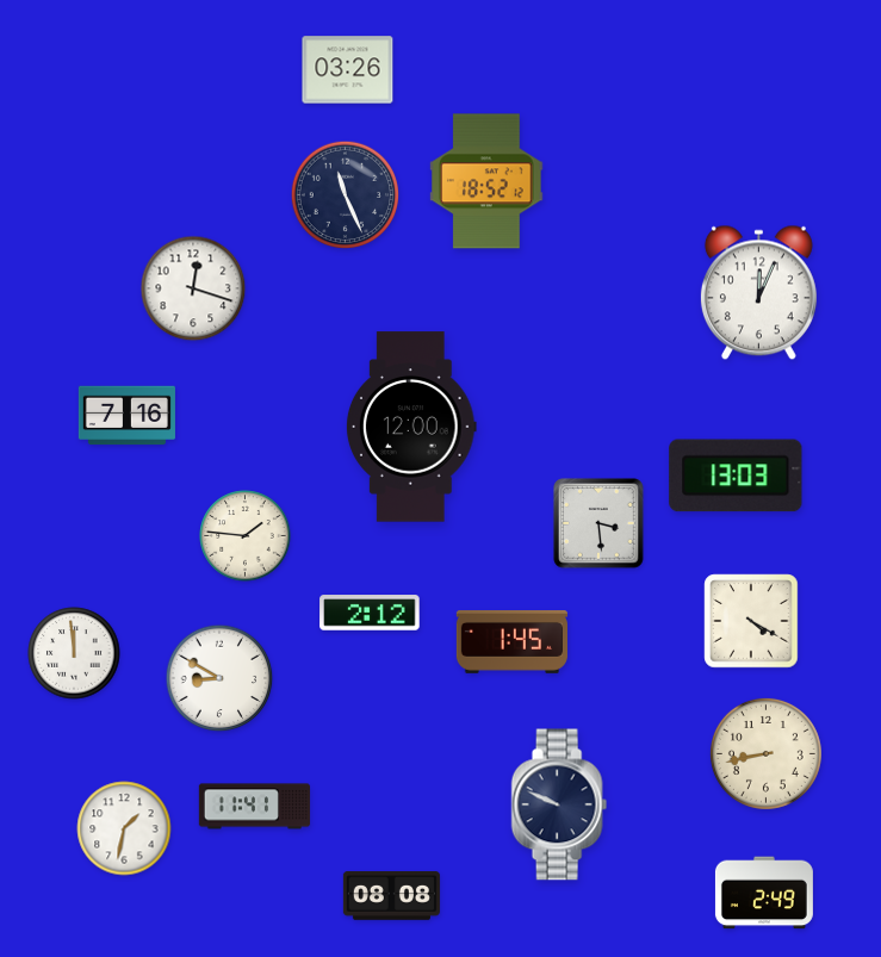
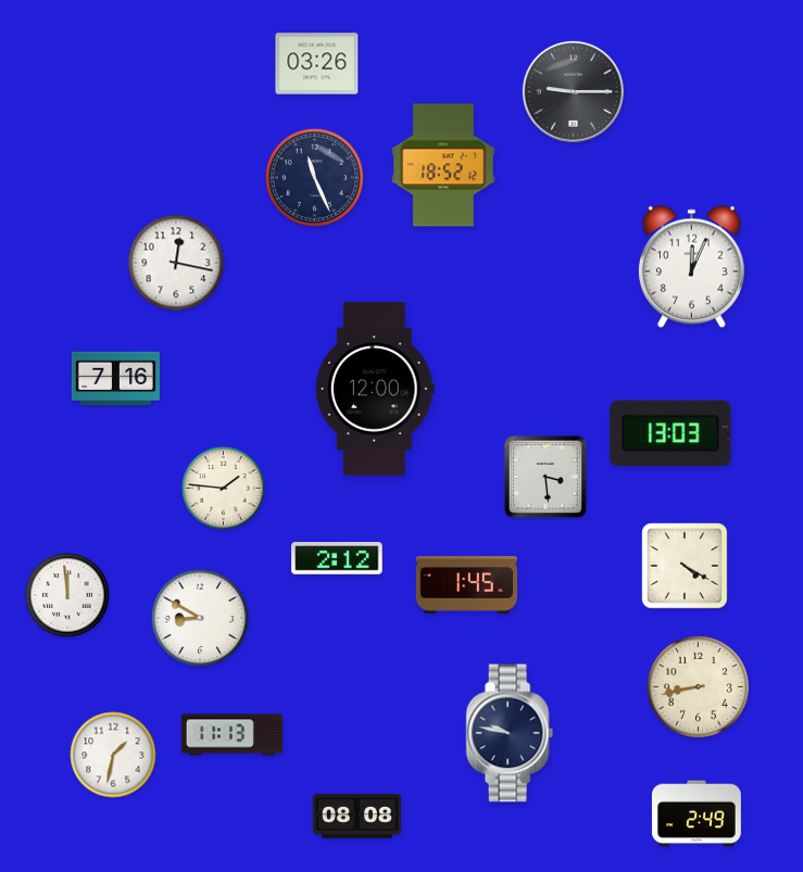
clock at (573, 91): none -> 9:15
clock at (193, 288): 12:18 -> 12:17
clock at (559, 804): 9:49 -> 9:47
clock at (254, 807): 11:41 -> 11:13
